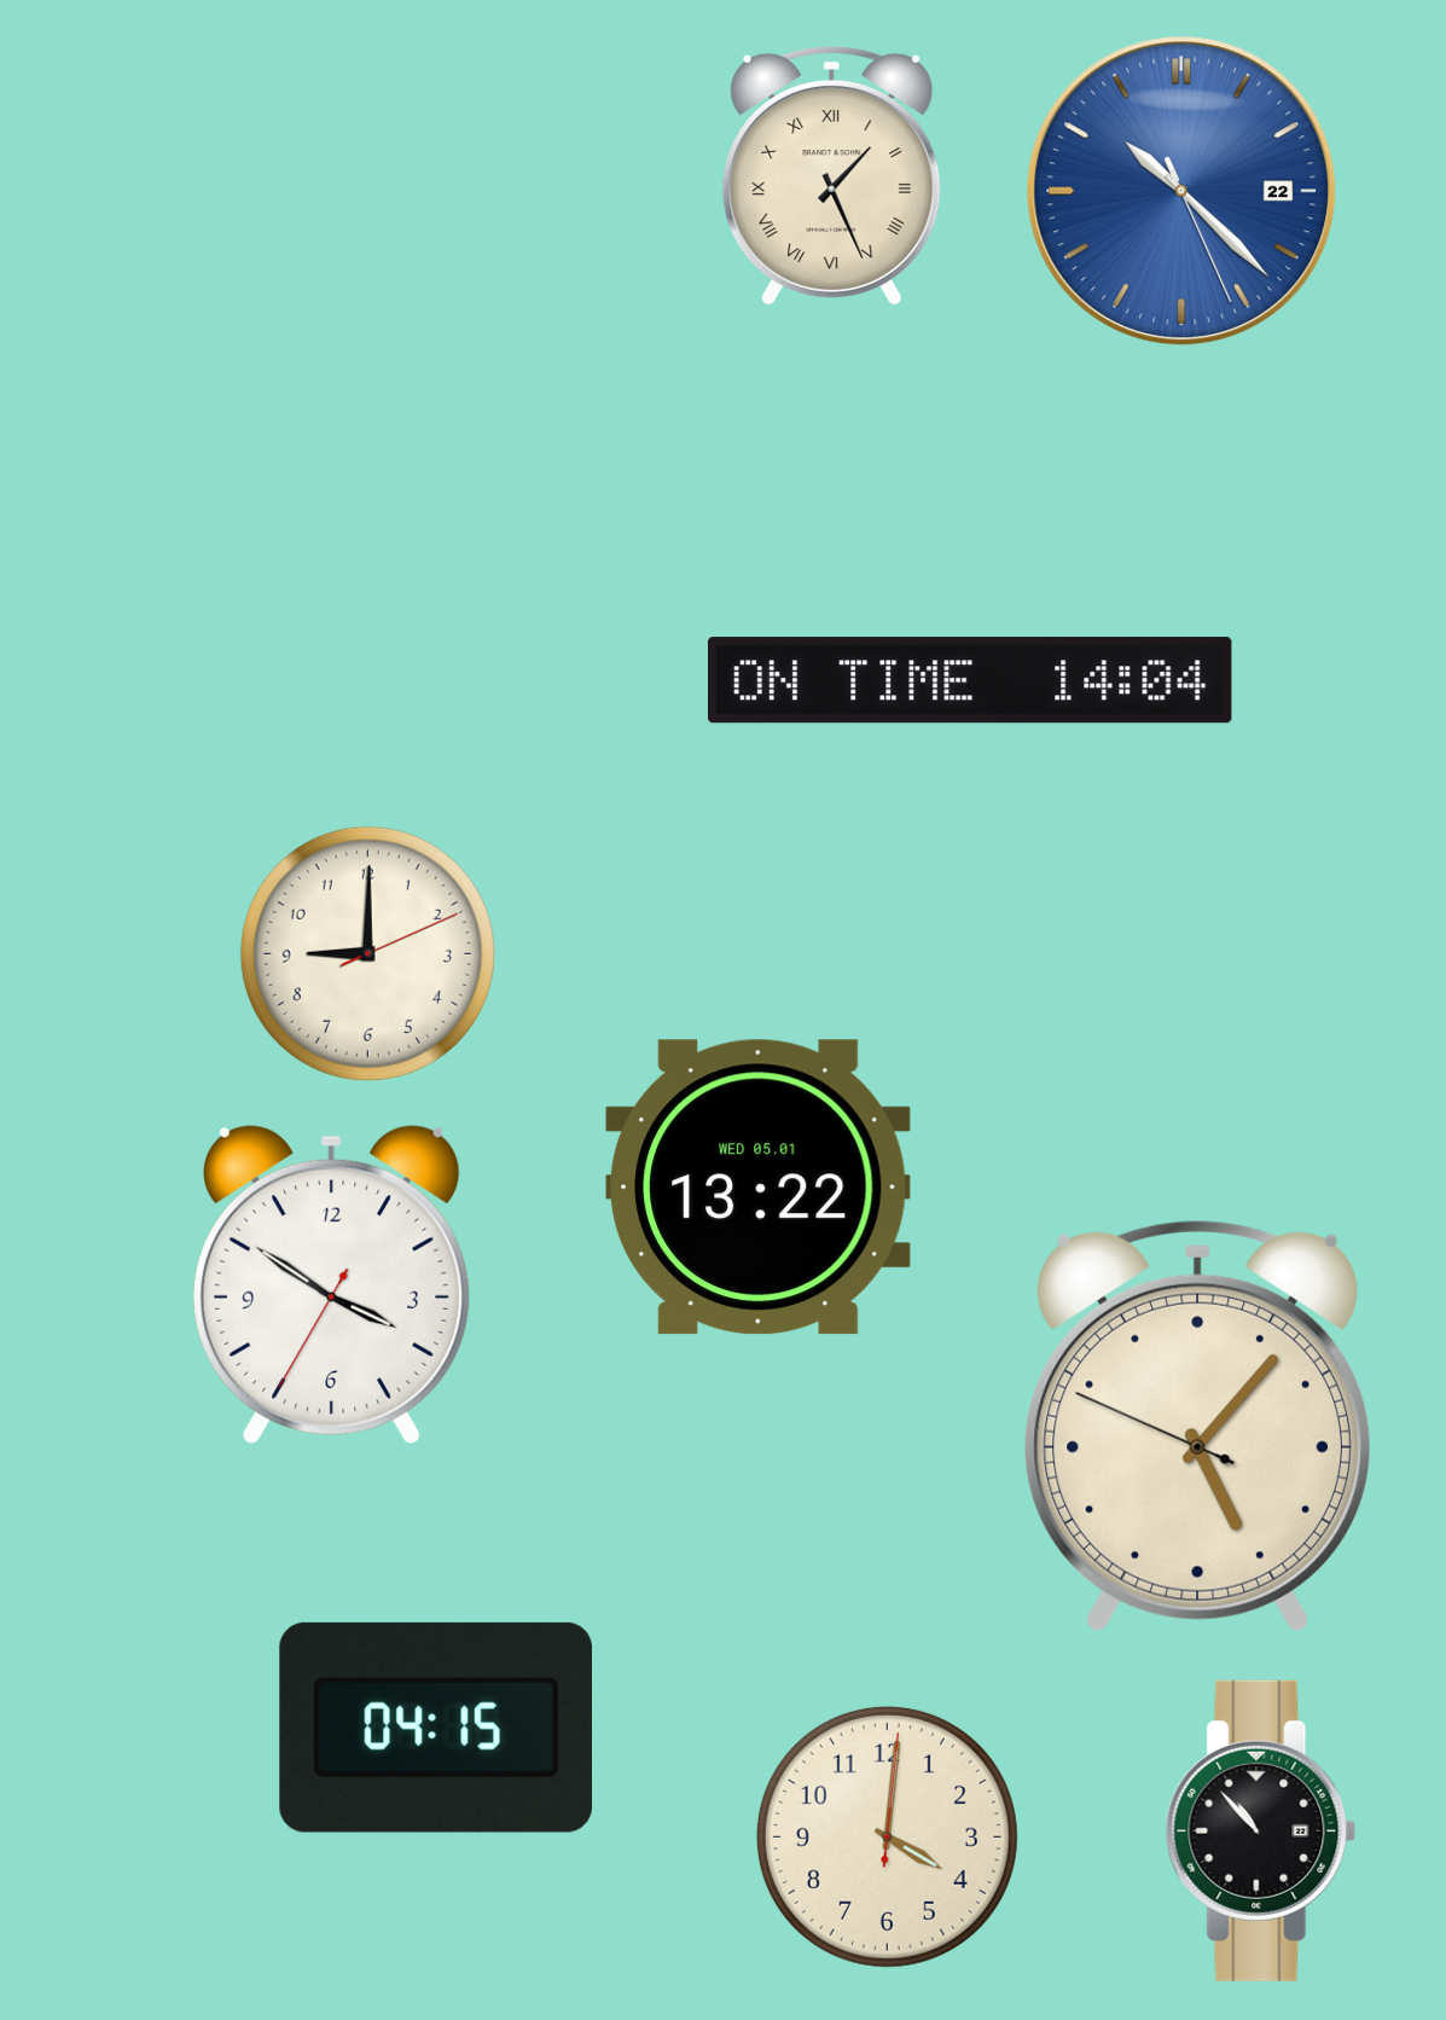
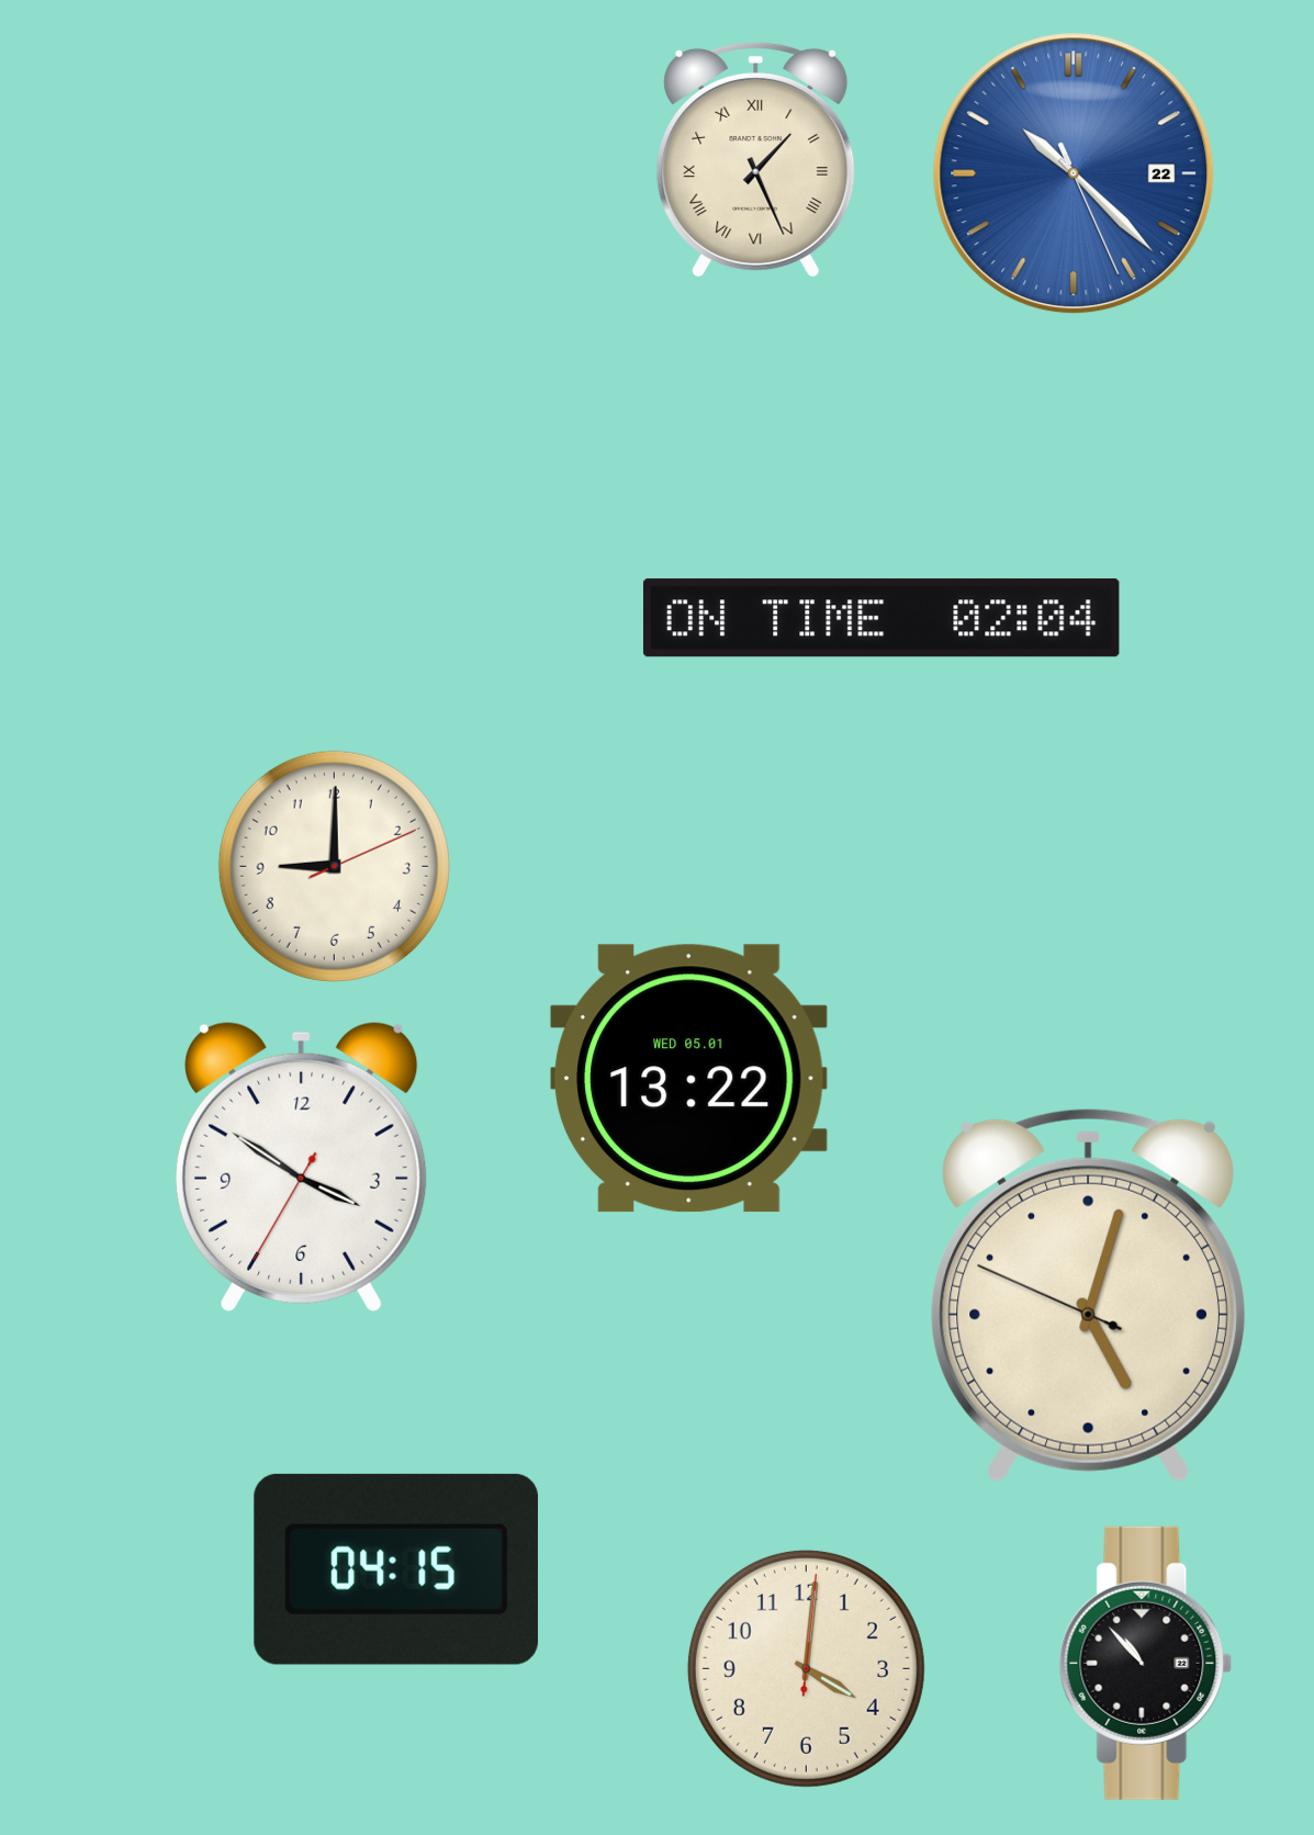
clock at (970, 680): 14:04 -> 02:04
clock at (1197, 1426): 5:06 -> 5:02
